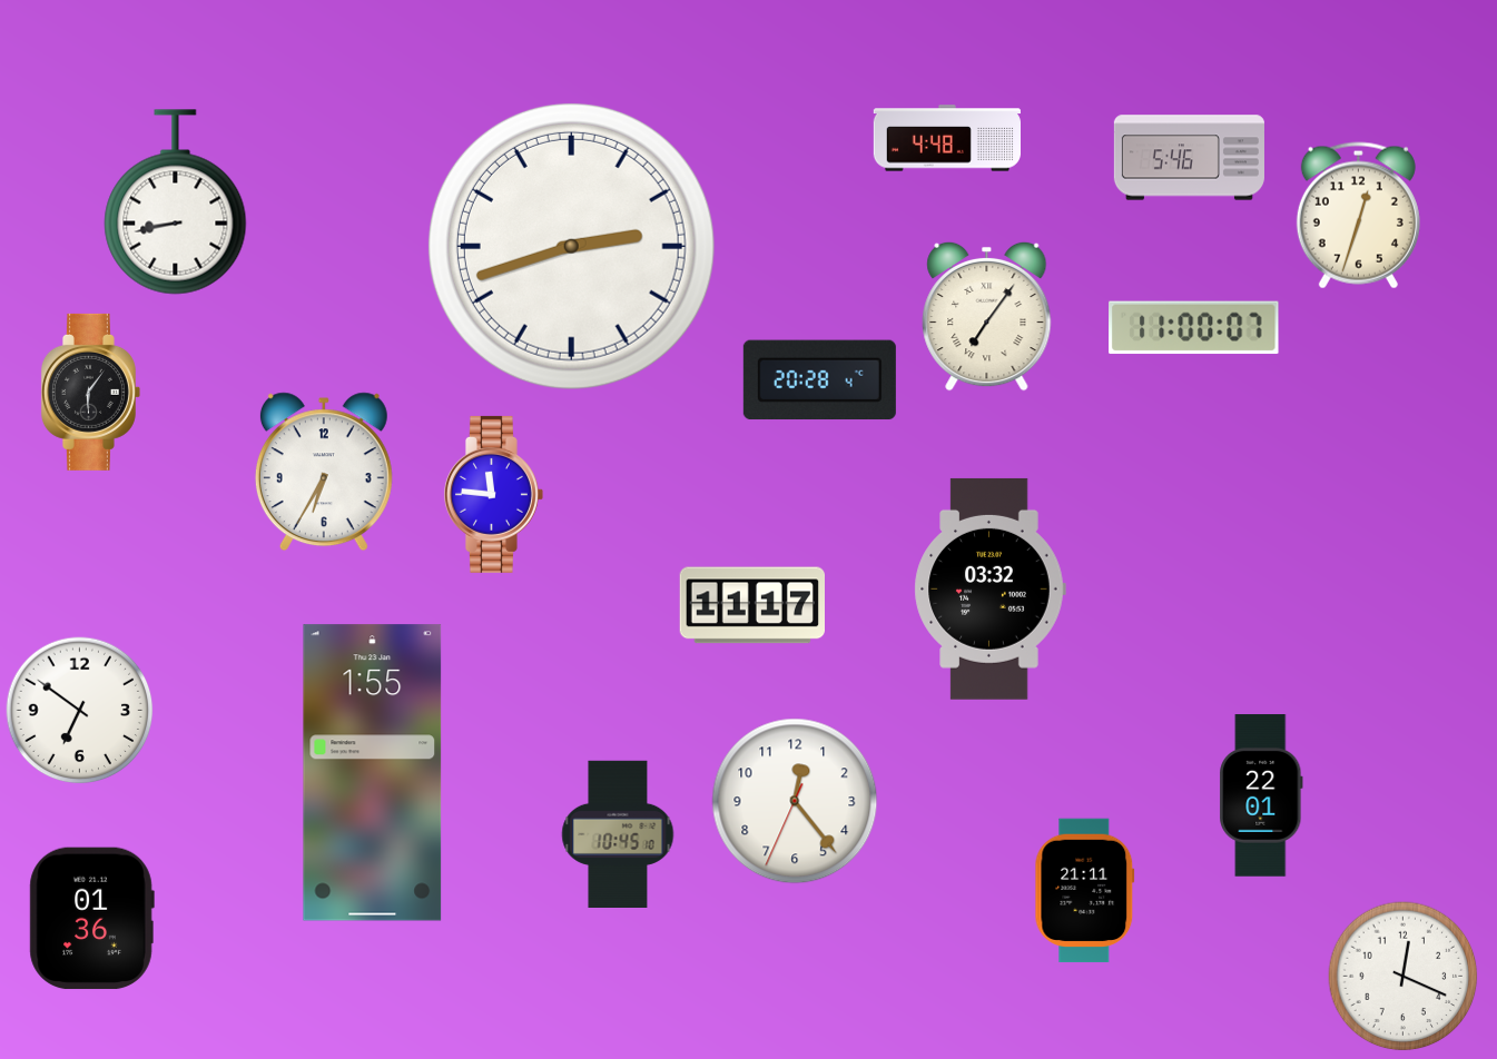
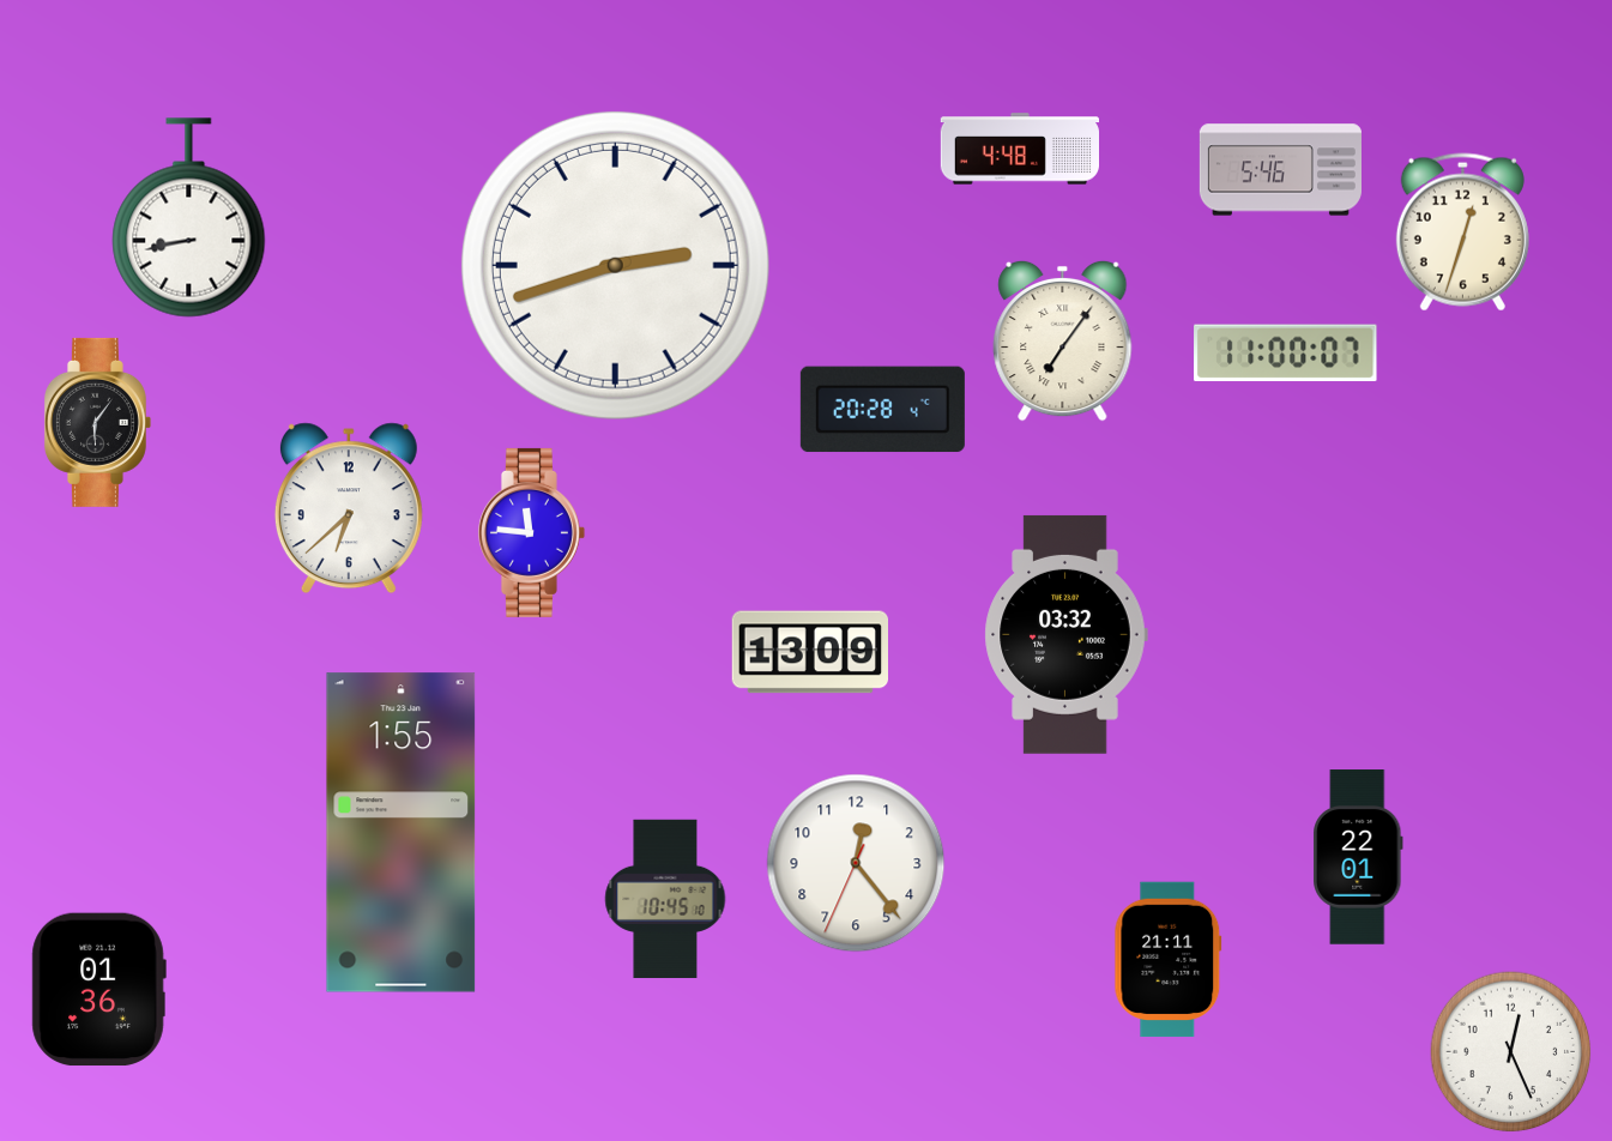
clock at (324, 472): 6:35 -> 6:38
clock at (751, 605): 11:17 -> 13:09
clock at (80, 711): 6:51 -> none
clock at (1404, 977): 12:19 -> 12:26
